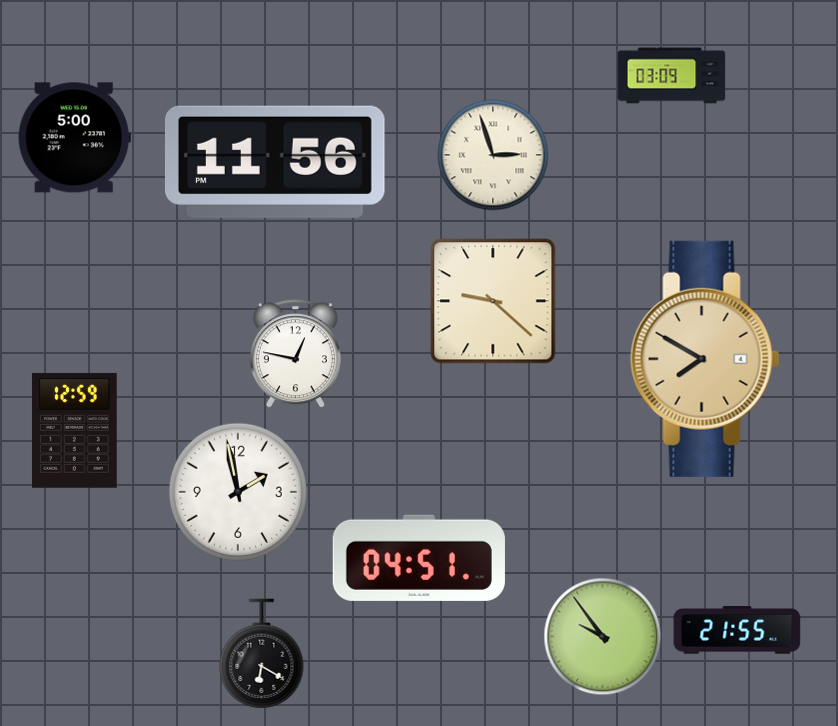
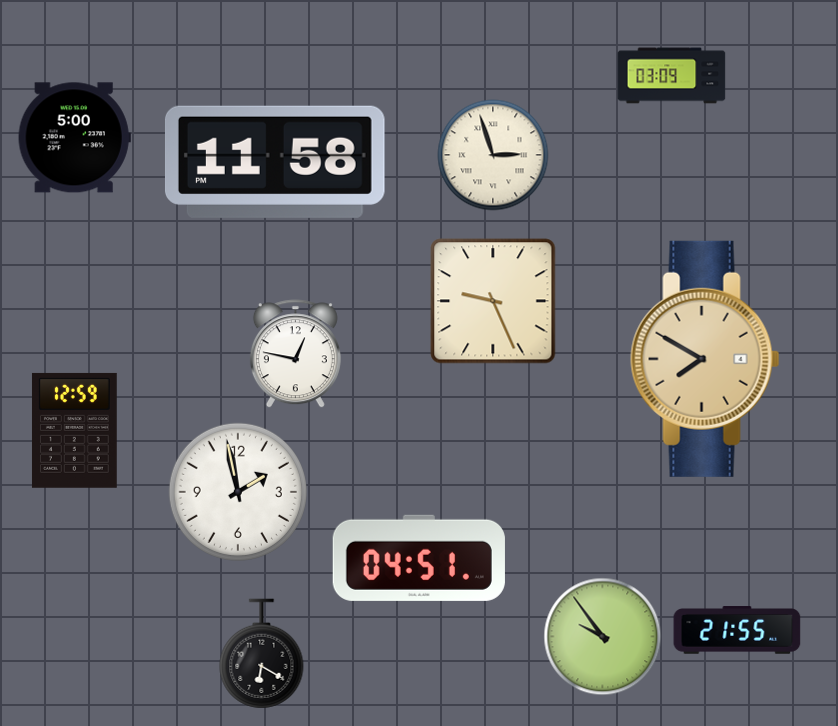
clock at (275, 162): 11:56 -> 11:58
clock at (493, 301): 9:22 -> 9:26
